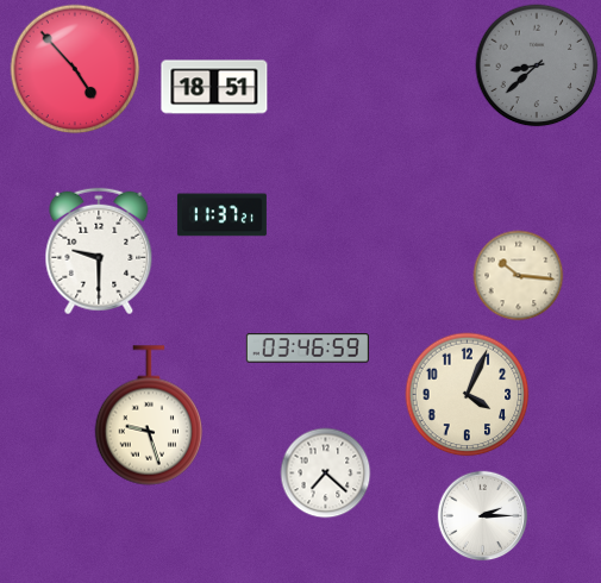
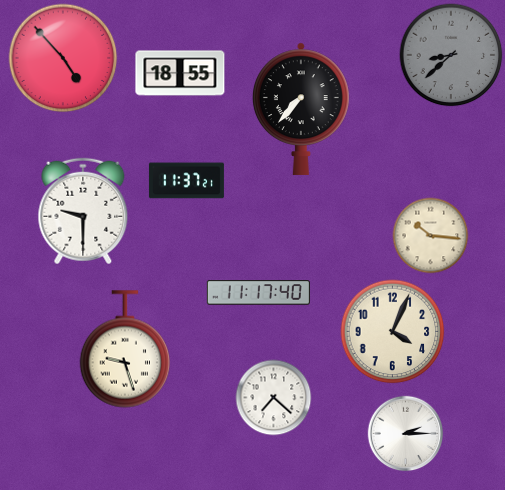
clock at (214, 87): 18:51 -> 18:55
clock at (302, 109): none -> 7:37
clock at (519, 276) position: (519, 276) -> (431, 236)
clock at (307, 349): 03:46 -> 11:17
